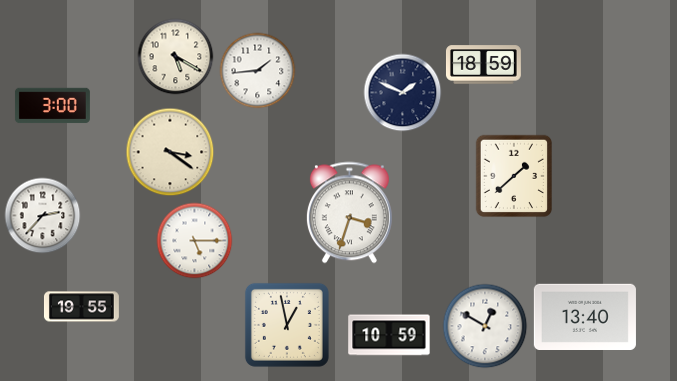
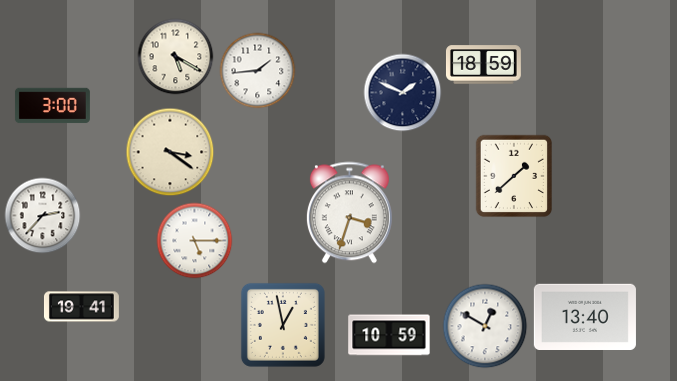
clock at (81, 307): 19:55 -> 19:41
clock at (287, 325) position: (287, 325) -> (283, 325)
